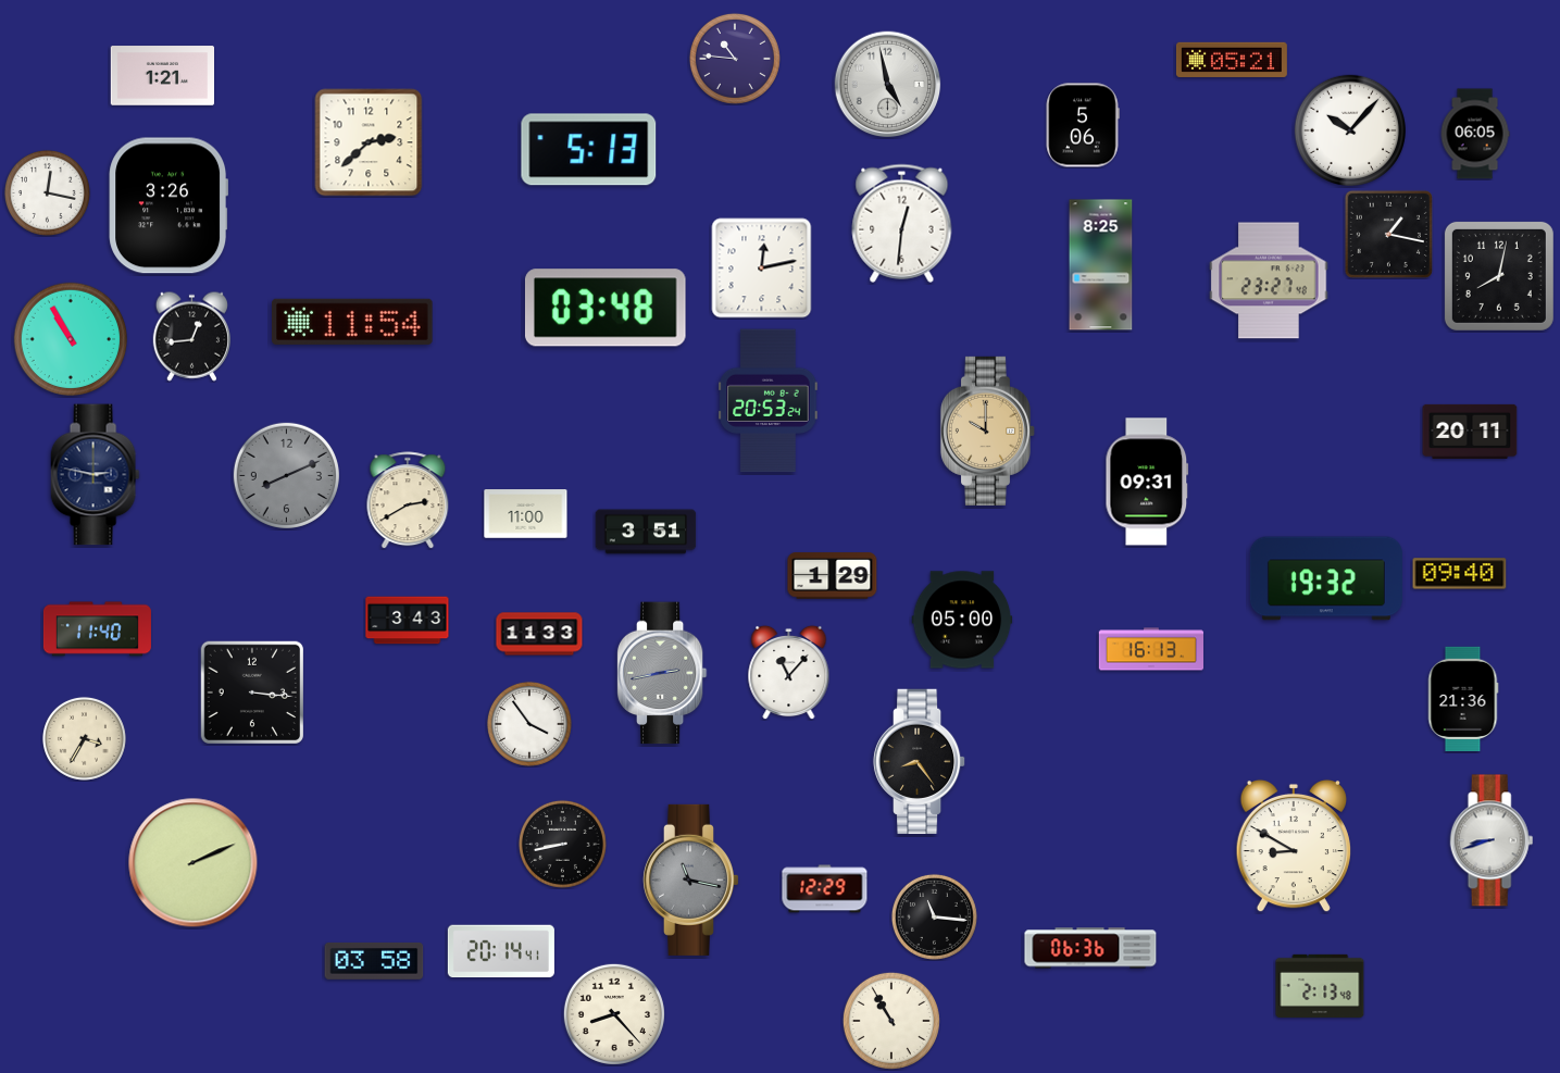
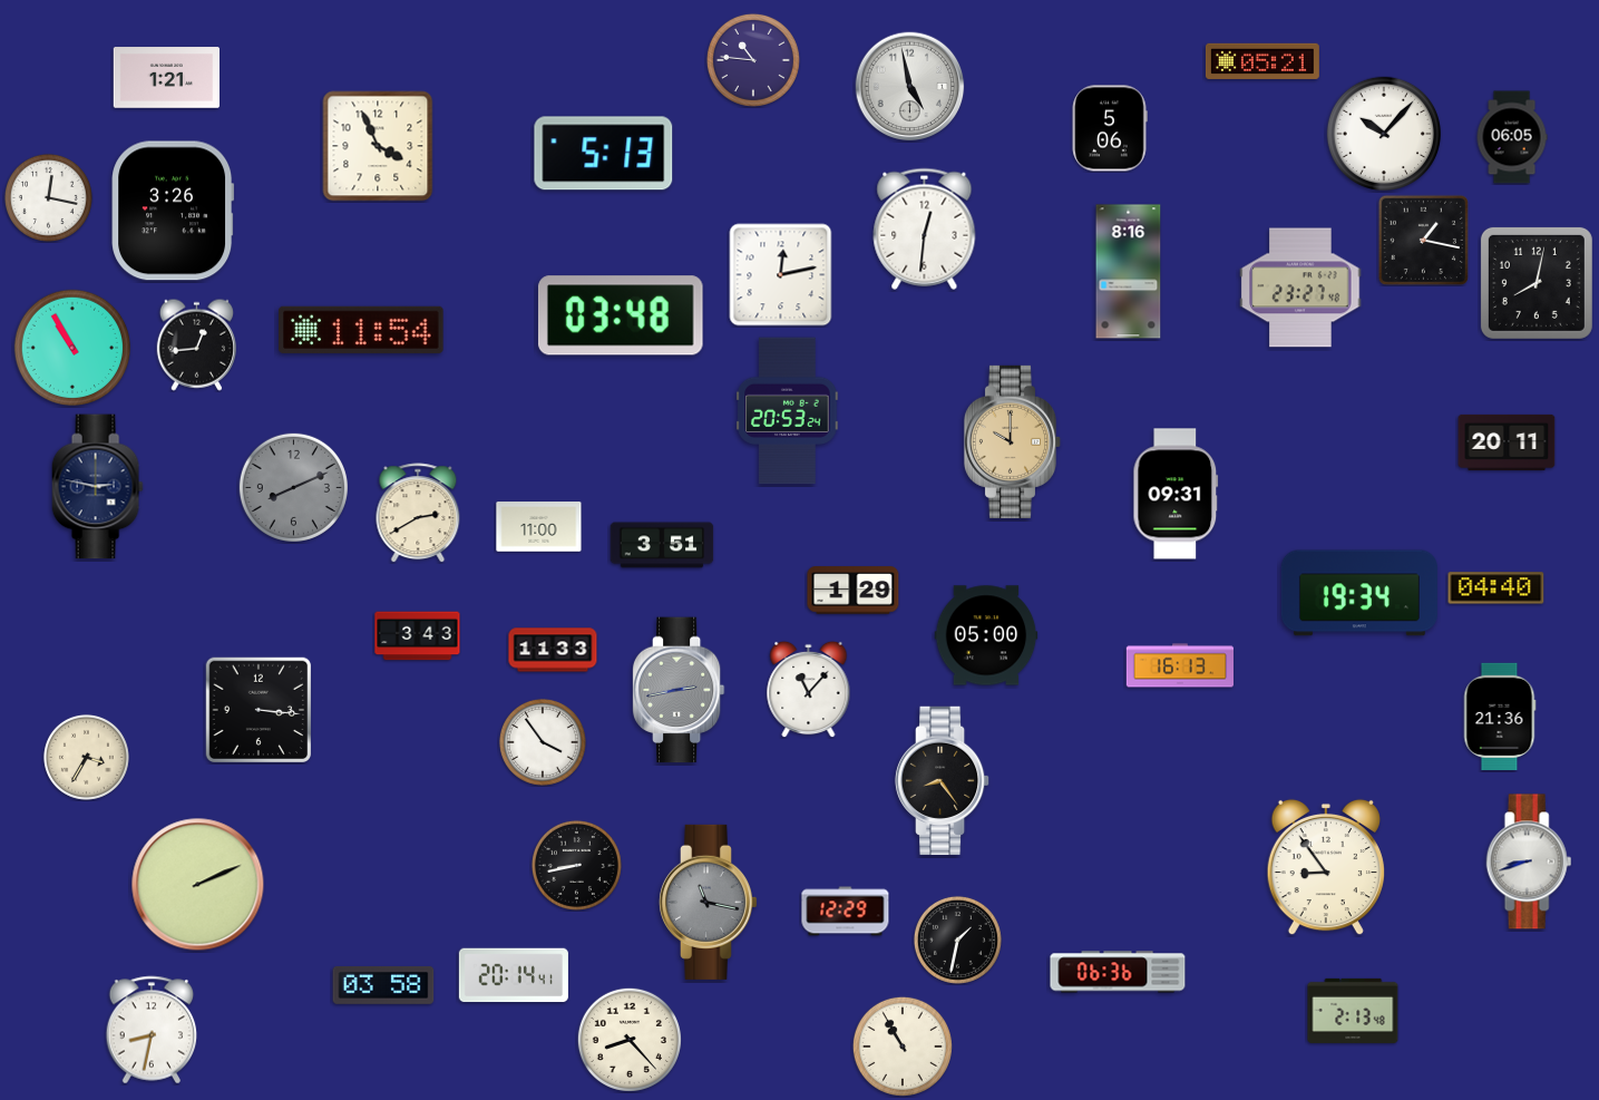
clock at (369, 142): 2:38 -> 3:56
clock at (1101, 265): 8:25 -> 8:16
clock at (1460, 574): 09:40 -> 04:40
clock at (1326, 578): 19:32 -> 19:34
clock at (97, 629): 11:40 -> none
clock at (1294, 846): 8:50 -> 8:54
clock at (934, 916): 11:16 -> 1:32
clock at (152, 1030): none -> 8:32
clock at (891, 1021) position: (891, 1021) -> (903, 1047)
